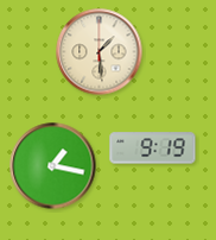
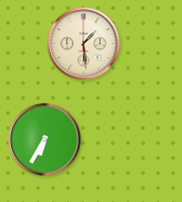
clock at (153, 149): 9:19 -> none
clock at (53, 166): 1:17 -> 6:35
